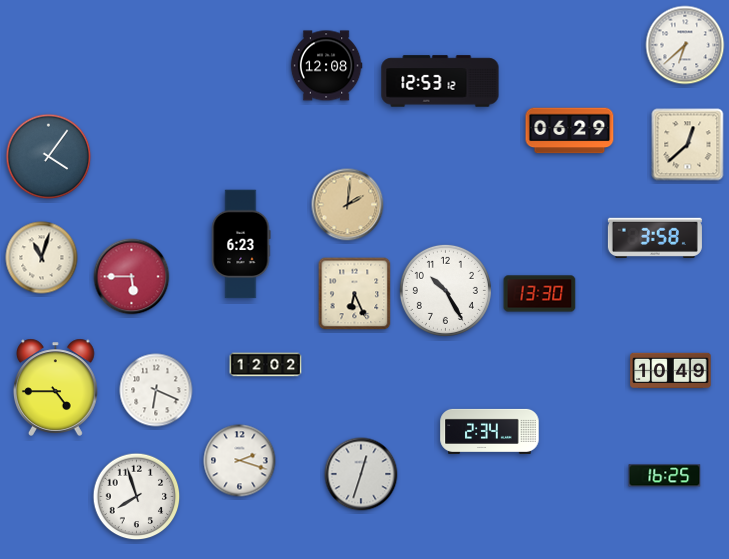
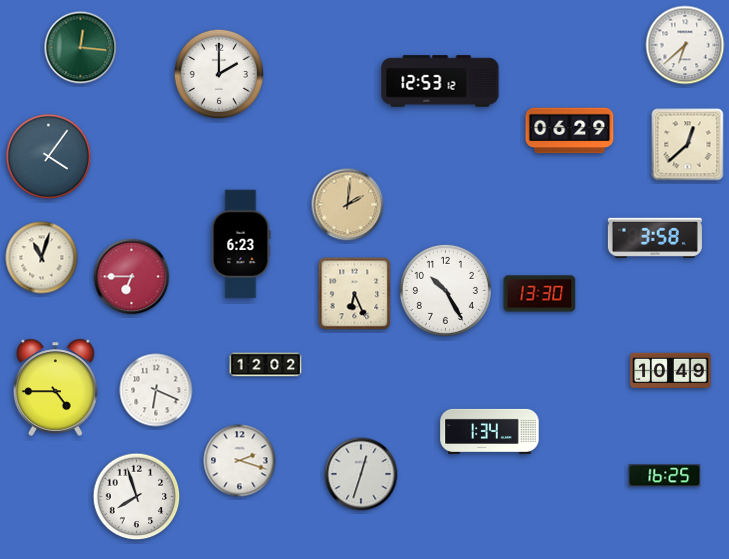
clock at (81, 48): none -> 12:16
clock at (326, 66): 12:08 -> none
clock at (218, 73): none -> 2:00
clock at (132, 277): 5:45 -> 6:45
clock at (490, 431): 2:34 -> 1:34
